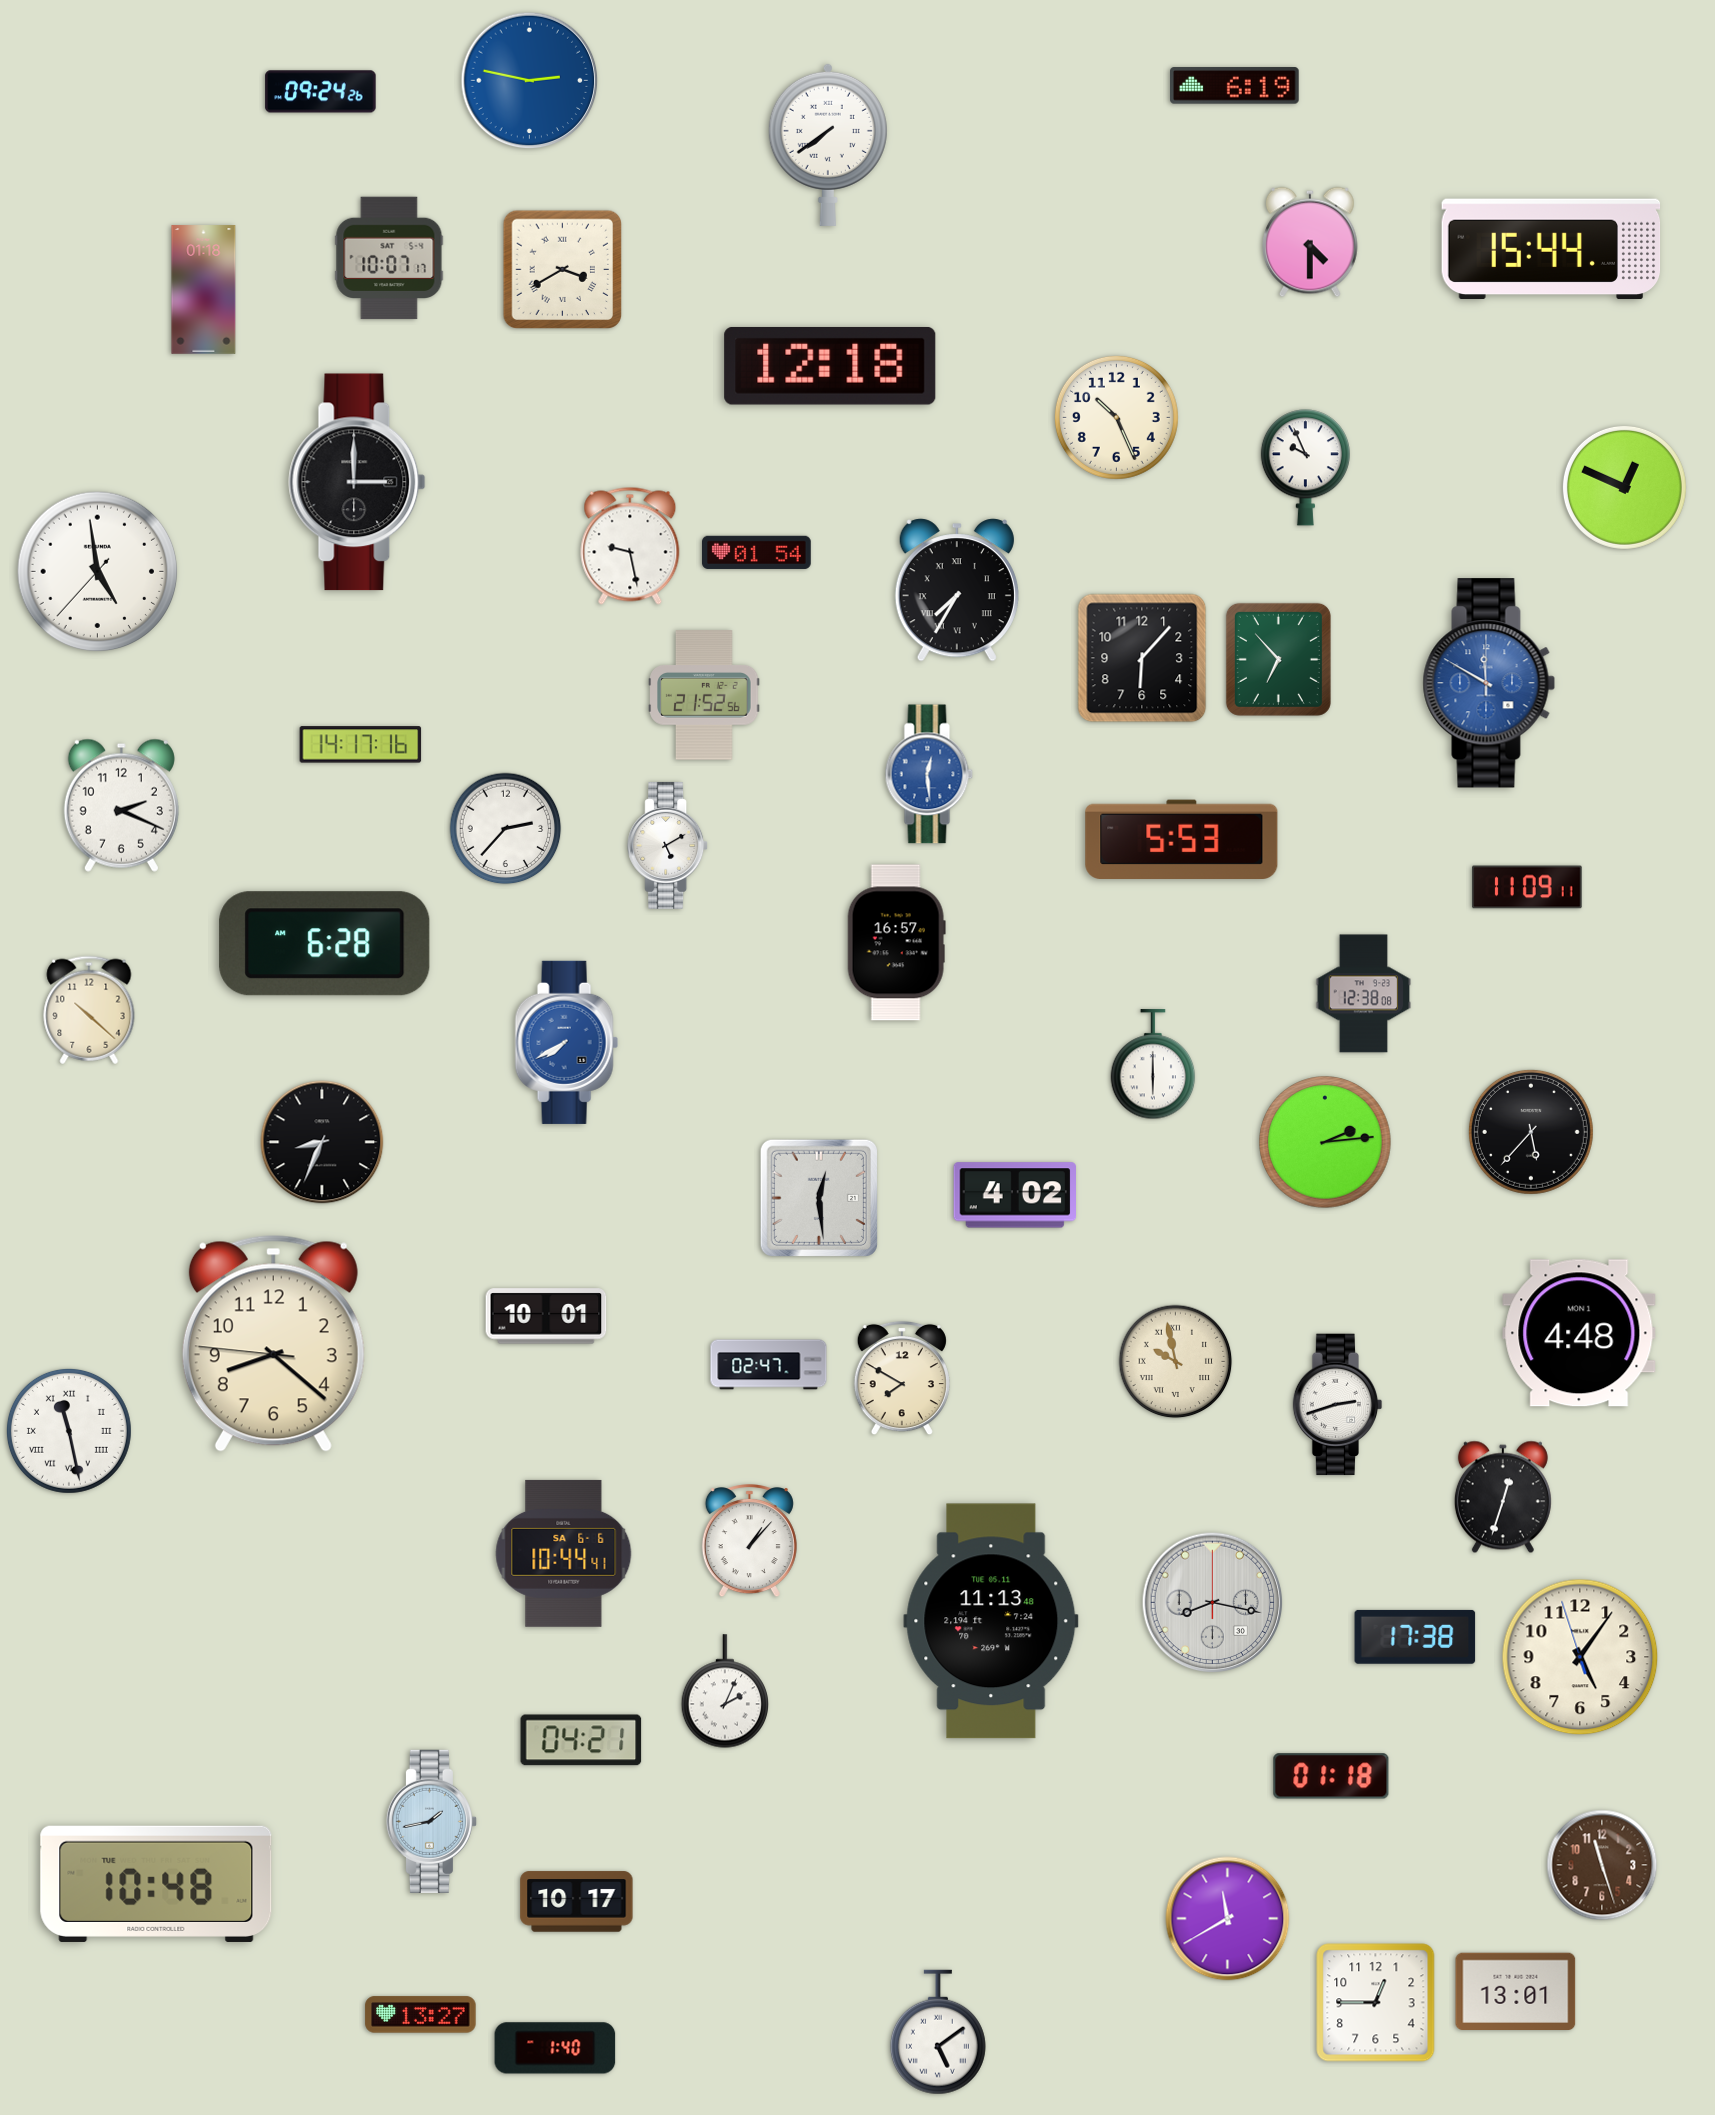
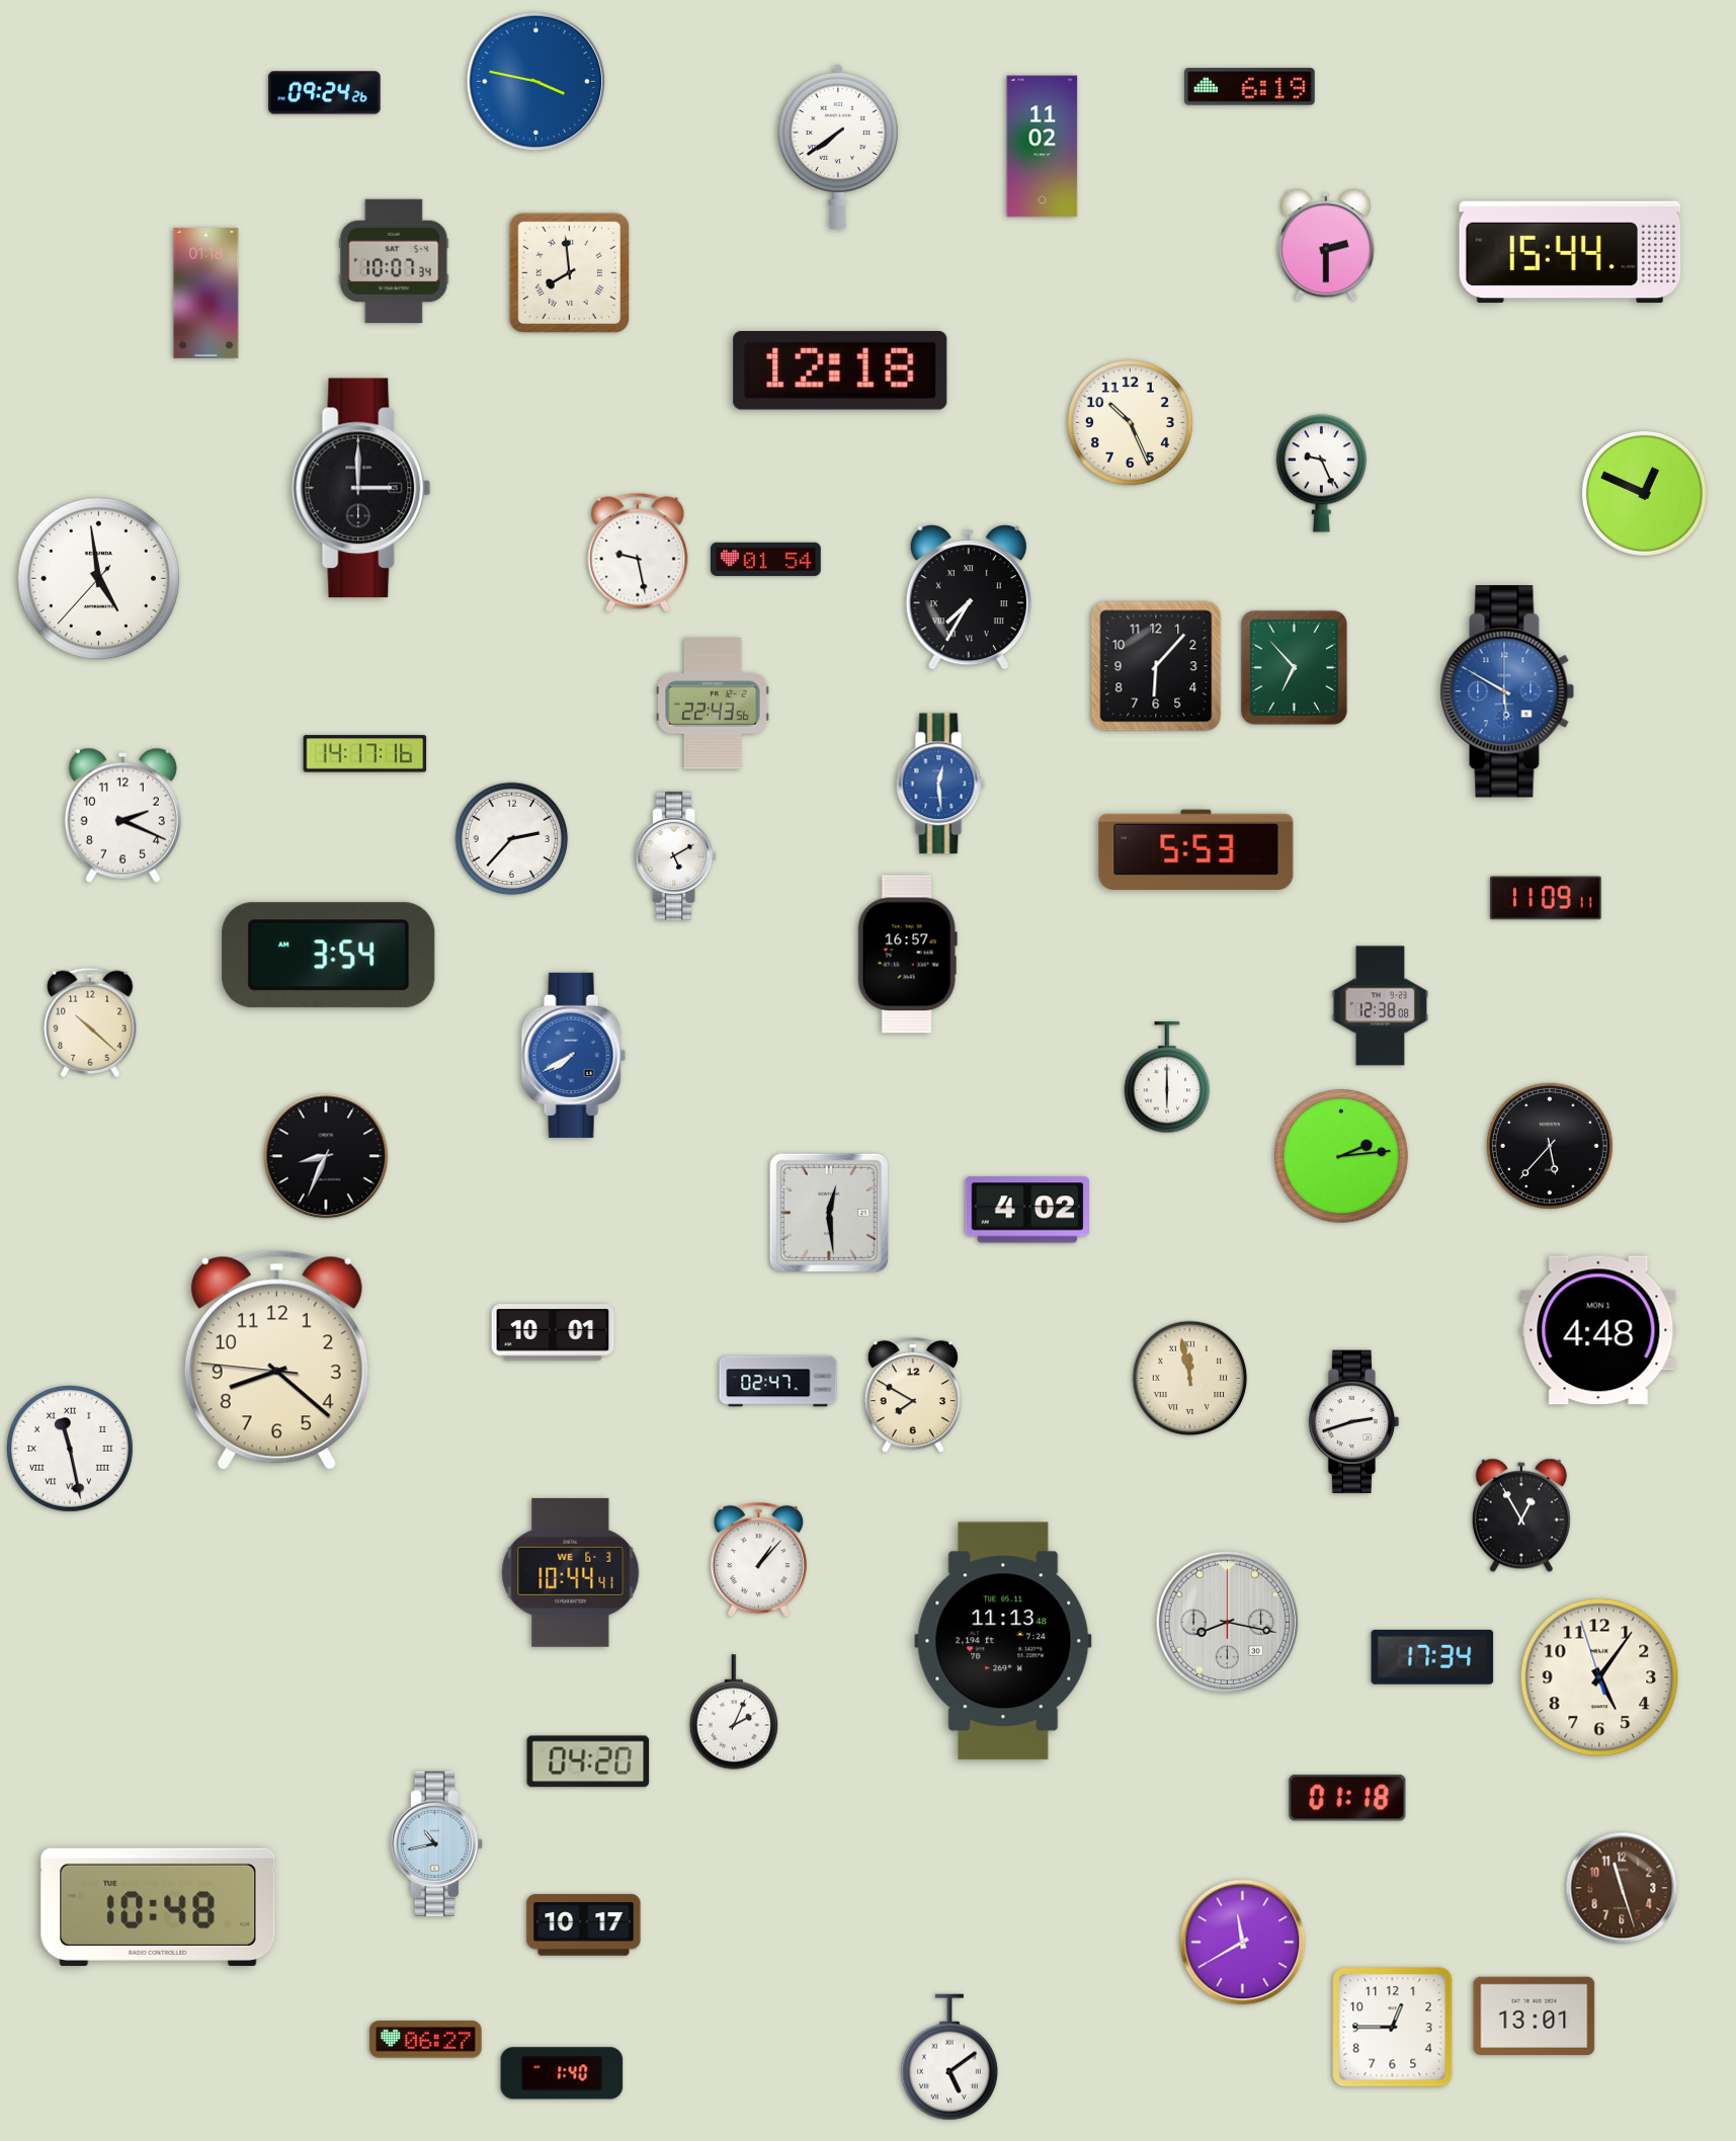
clock at (530, 81): 2:47 -> 3:47
clock at (1043, 147): none -> 11:02
clock at (1311, 242): 4:30 -> 2:30
clock at (389, 258): 10:07:17 -> 10:07:34
clock at (563, 270): 3:40 -> 7:59
clock at (1305, 468): 9:56 -> 9:26
clock at (1489, 683): 11:50 -> 5:50
clock at (704, 695): 21:52 -> 22:43
clock at (325, 944): 6:28 -> 3:54
clock at (1579, 1333) position: (1579, 1333) -> (1598, 1330)
clock at (1176, 1362): 9:58 -> 11:58
clock at (1503, 1497): 12:33 -> 12:55
clock at (564, 1553) date: SA 6-6 -> WE 6-3
clock at (1415, 1637): 17:38 -> 17:34
clock at (581, 1740): 04:21 -> 04:20
clock at (431, 1821): 1:43 -> 10:43
clock at (421, 2015): 13:27 -> 06:27
